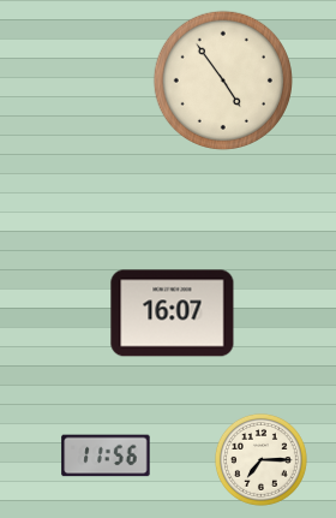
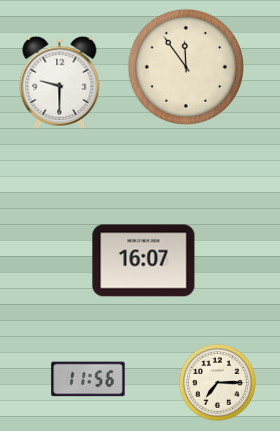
clock at (222, 79): 4:54 -> 11:54
clock at (60, 82): none -> 9:30
